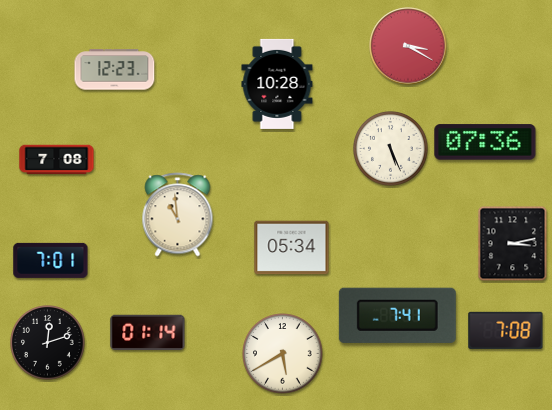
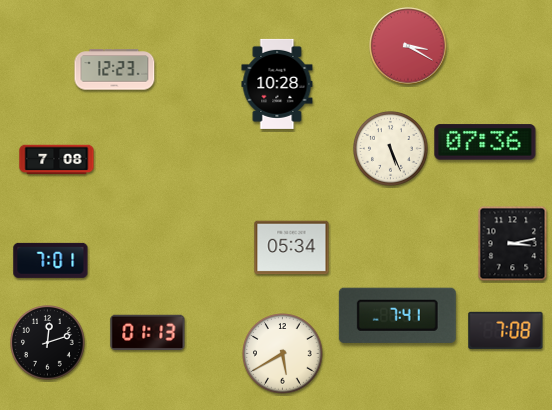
clock at (178, 215): 10:59 -> none
clock at (148, 332): 01:14 -> 01:13
